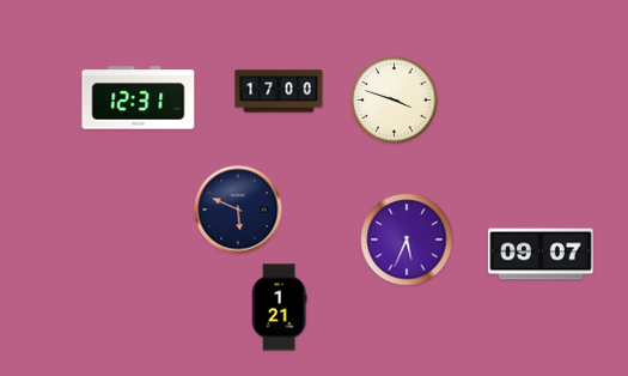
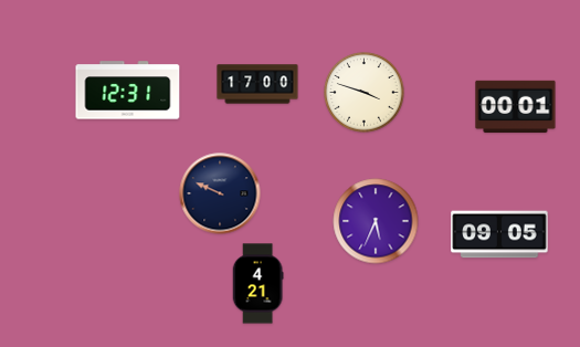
clock at (516, 107): none -> 00:01
clock at (238, 210): 5:49 -> 9:49
clock at (541, 254): 09:07 -> 09:05
clock at (279, 308): 1:21 -> 4:21
